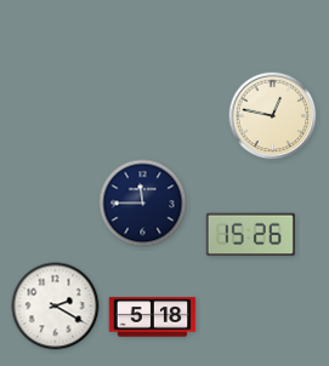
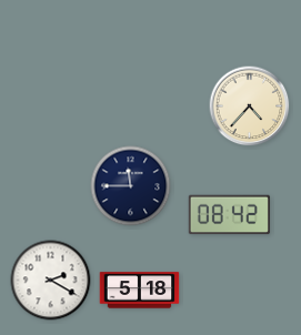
clock at (273, 116): 12:47 -> 4:37
clock at (250, 235): 15:26 -> 08:42
